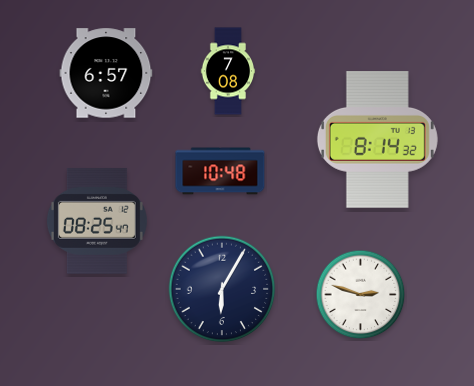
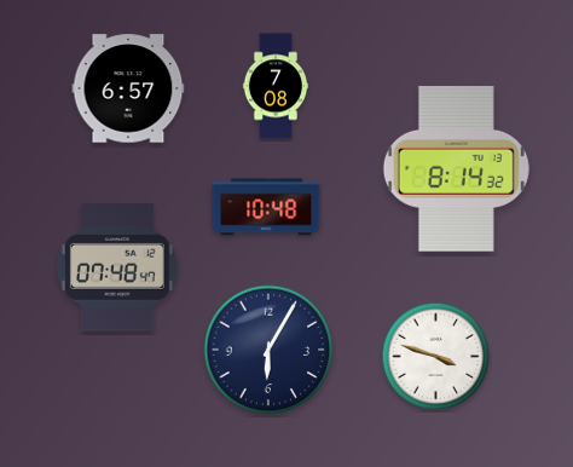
clock at (97, 221): 08:25 -> 07:48
clock at (361, 295): 2:48 -> 3:48
